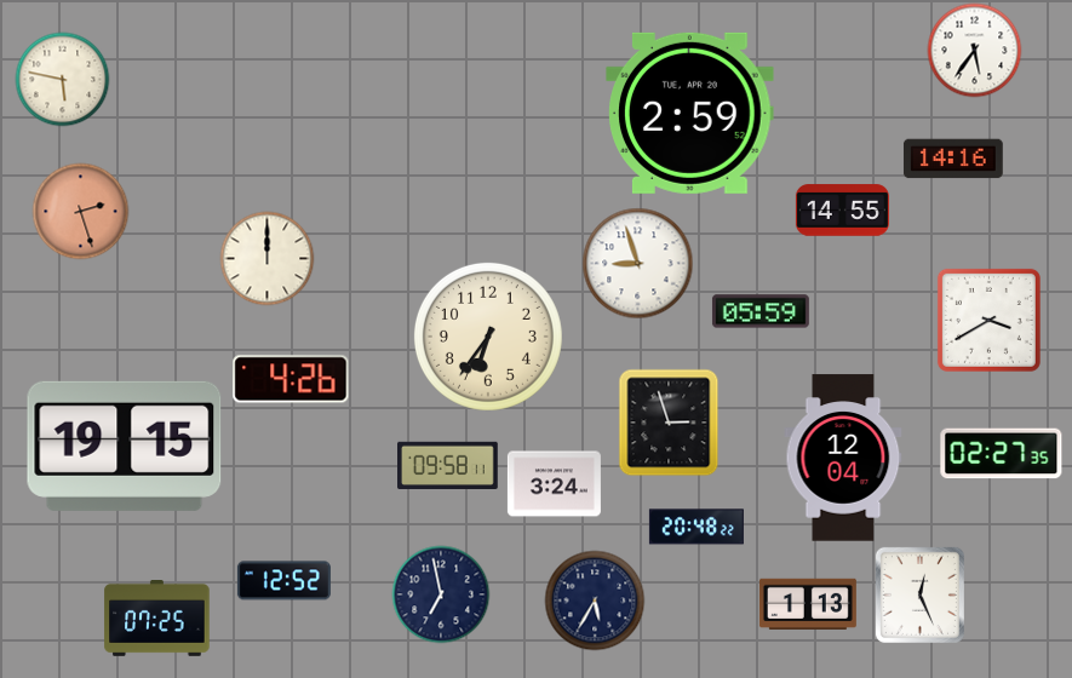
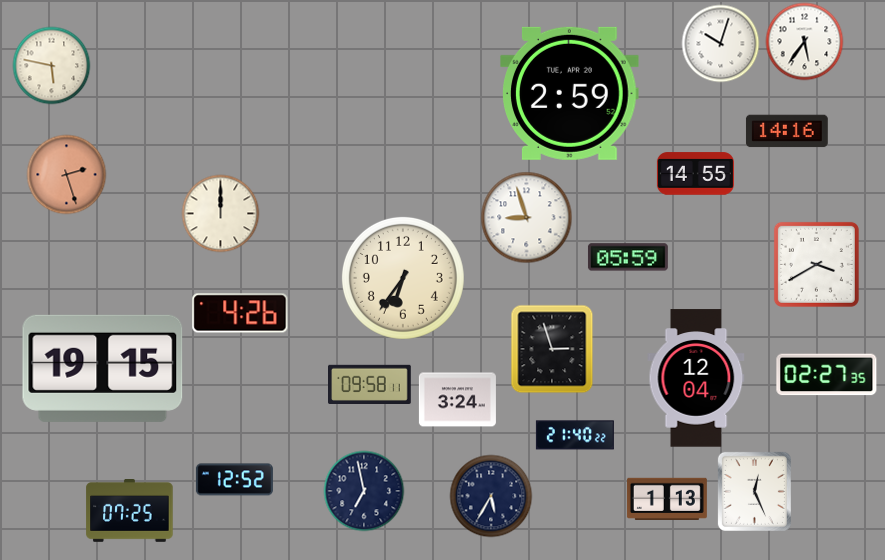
clock at (720, 43): none -> 10:03
clock at (696, 527): 20:48 -> 21:40
clock at (919, 594) position: (919, 594) -> (754, 491)
